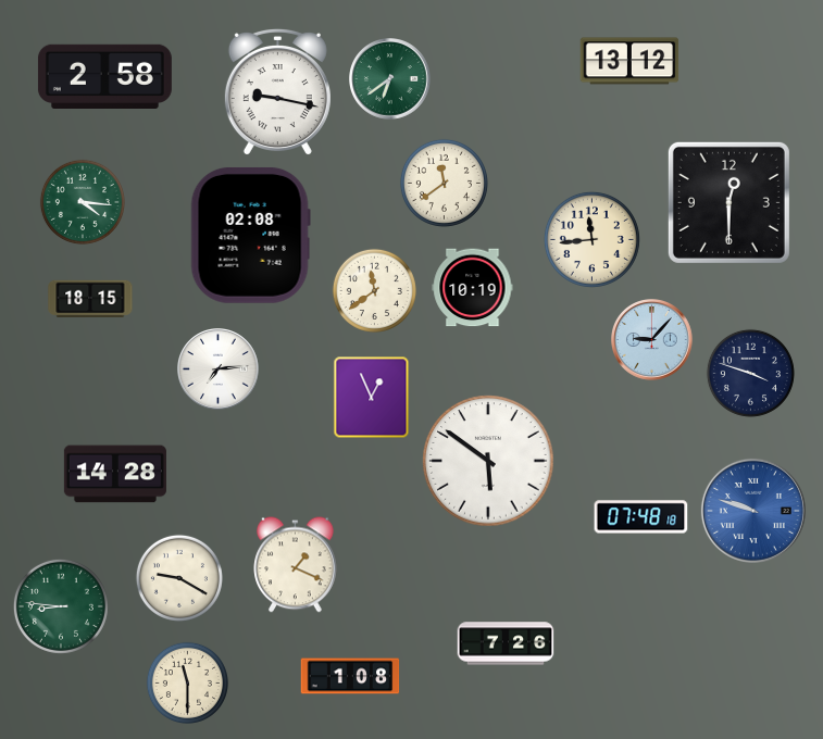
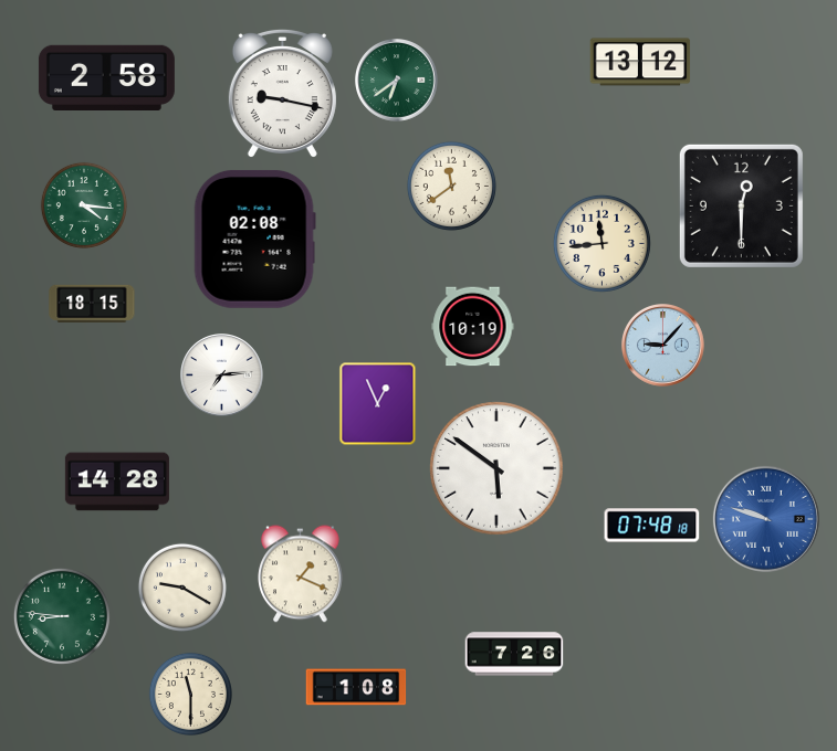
clock at (473, 288) position: (473, 288) -> (473, 327)
clock at (374, 290): 11:39 -> none
clock at (750, 373): 3:48 -> none
